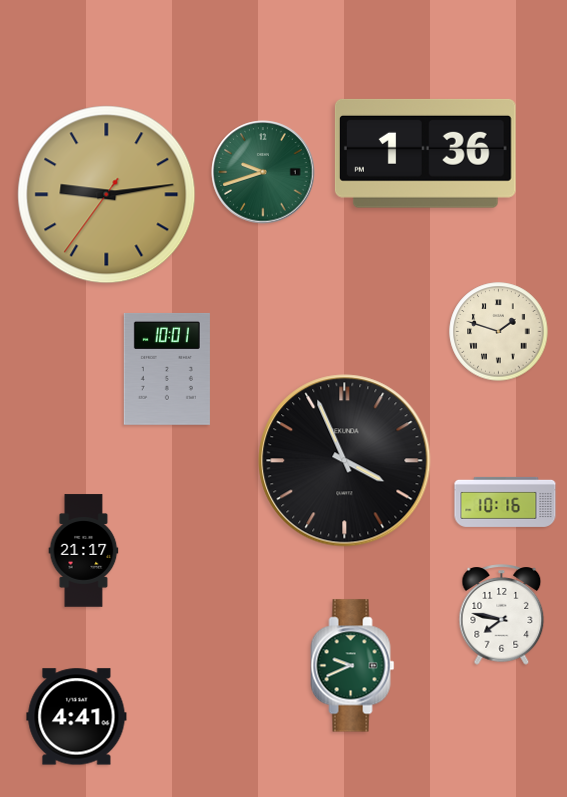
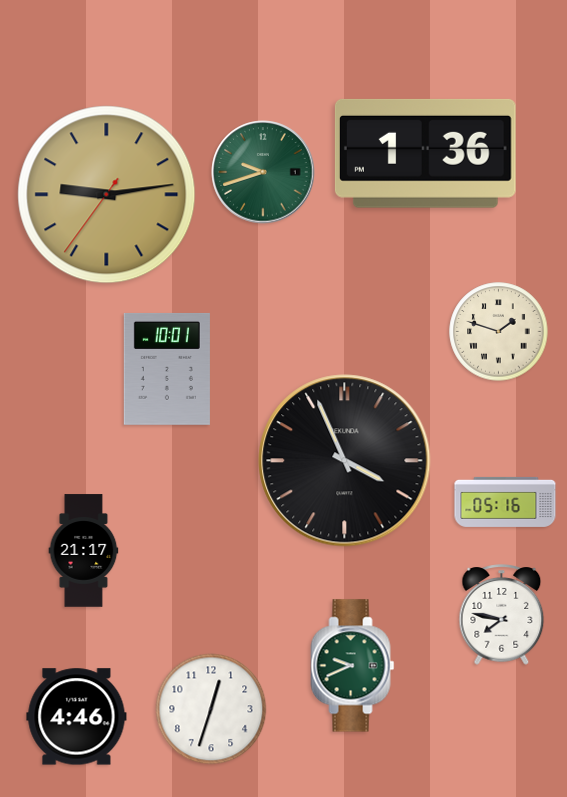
clock at (505, 502): 10:16 -> 05:16
clock at (211, 709): none -> 12:33
clock at (77, 717): 4:41 -> 4:46
